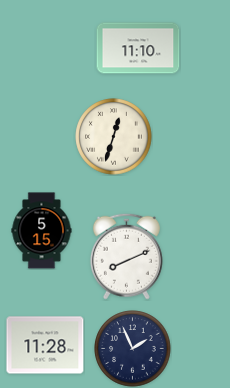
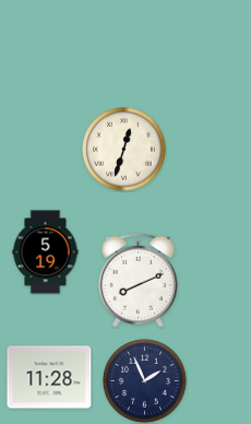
clock at (138, 48): 11:10 -> none
clock at (42, 231): 5:15 -> 5:19
